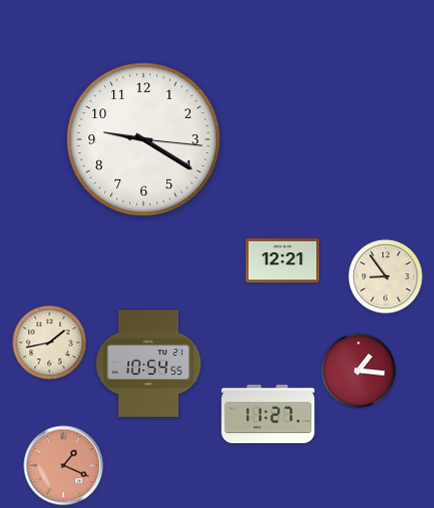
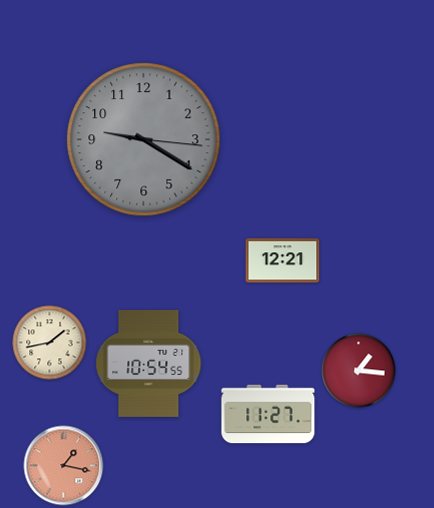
clock at (144, 140) dial: white -> grey
clock at (386, 277): 8:54 -> none
clock at (64, 466): 1:19 -> 1:17
